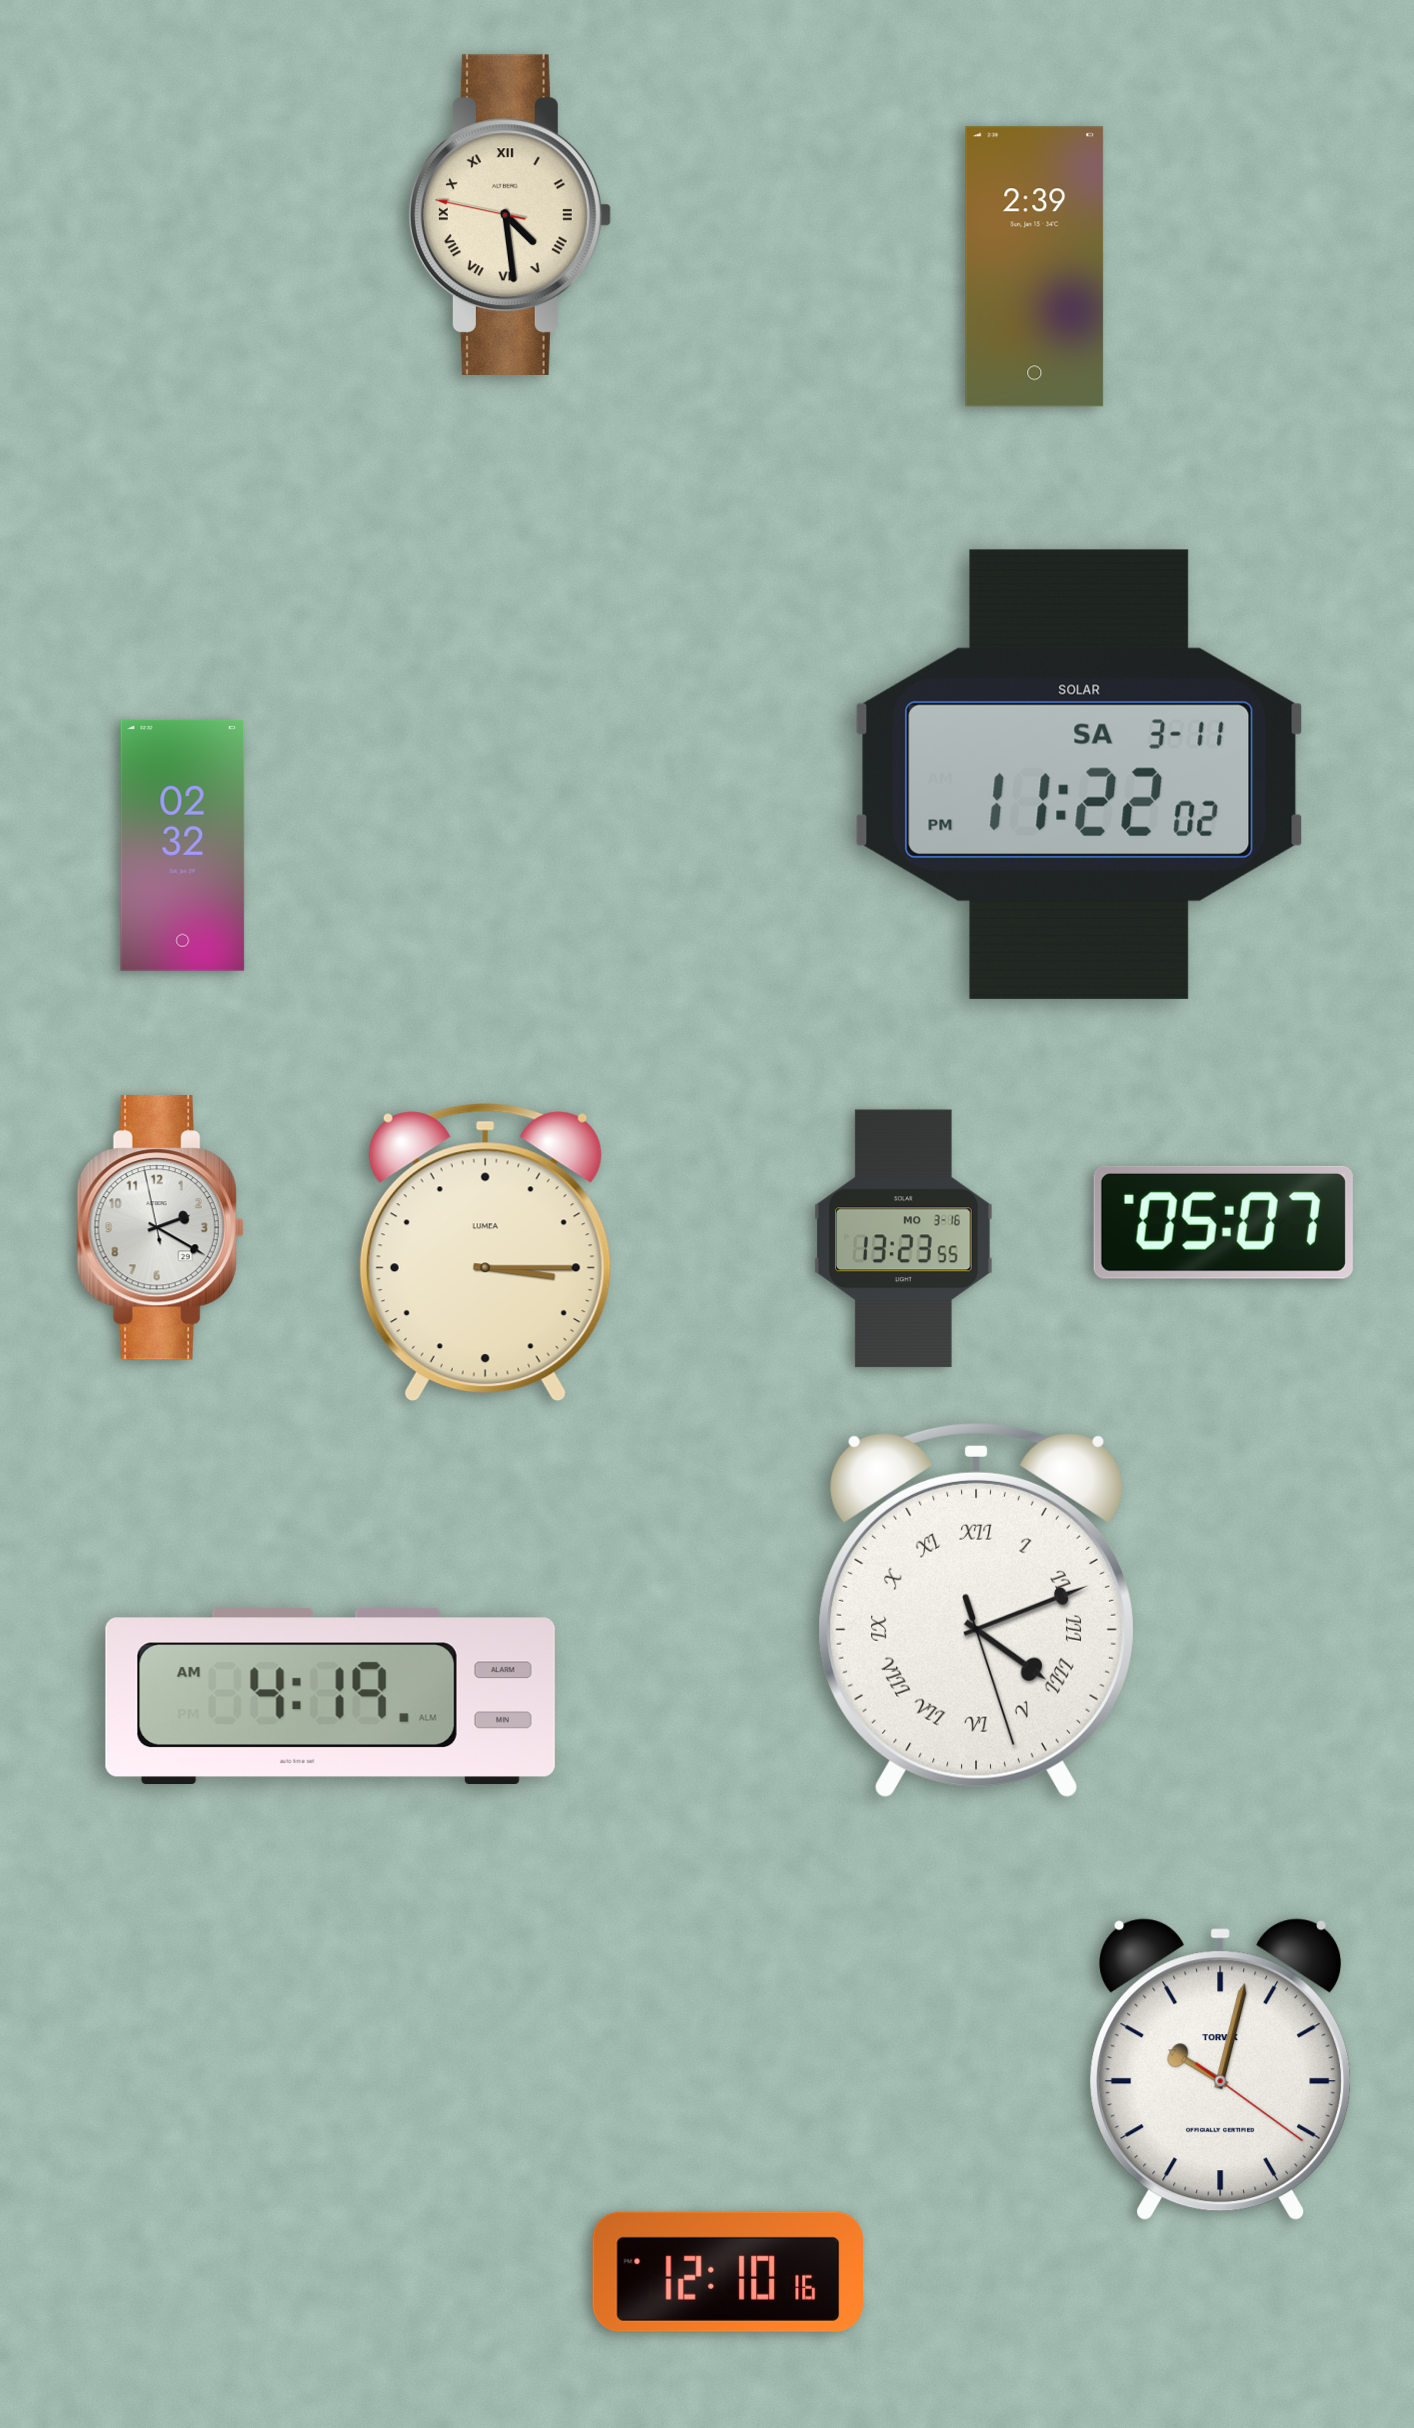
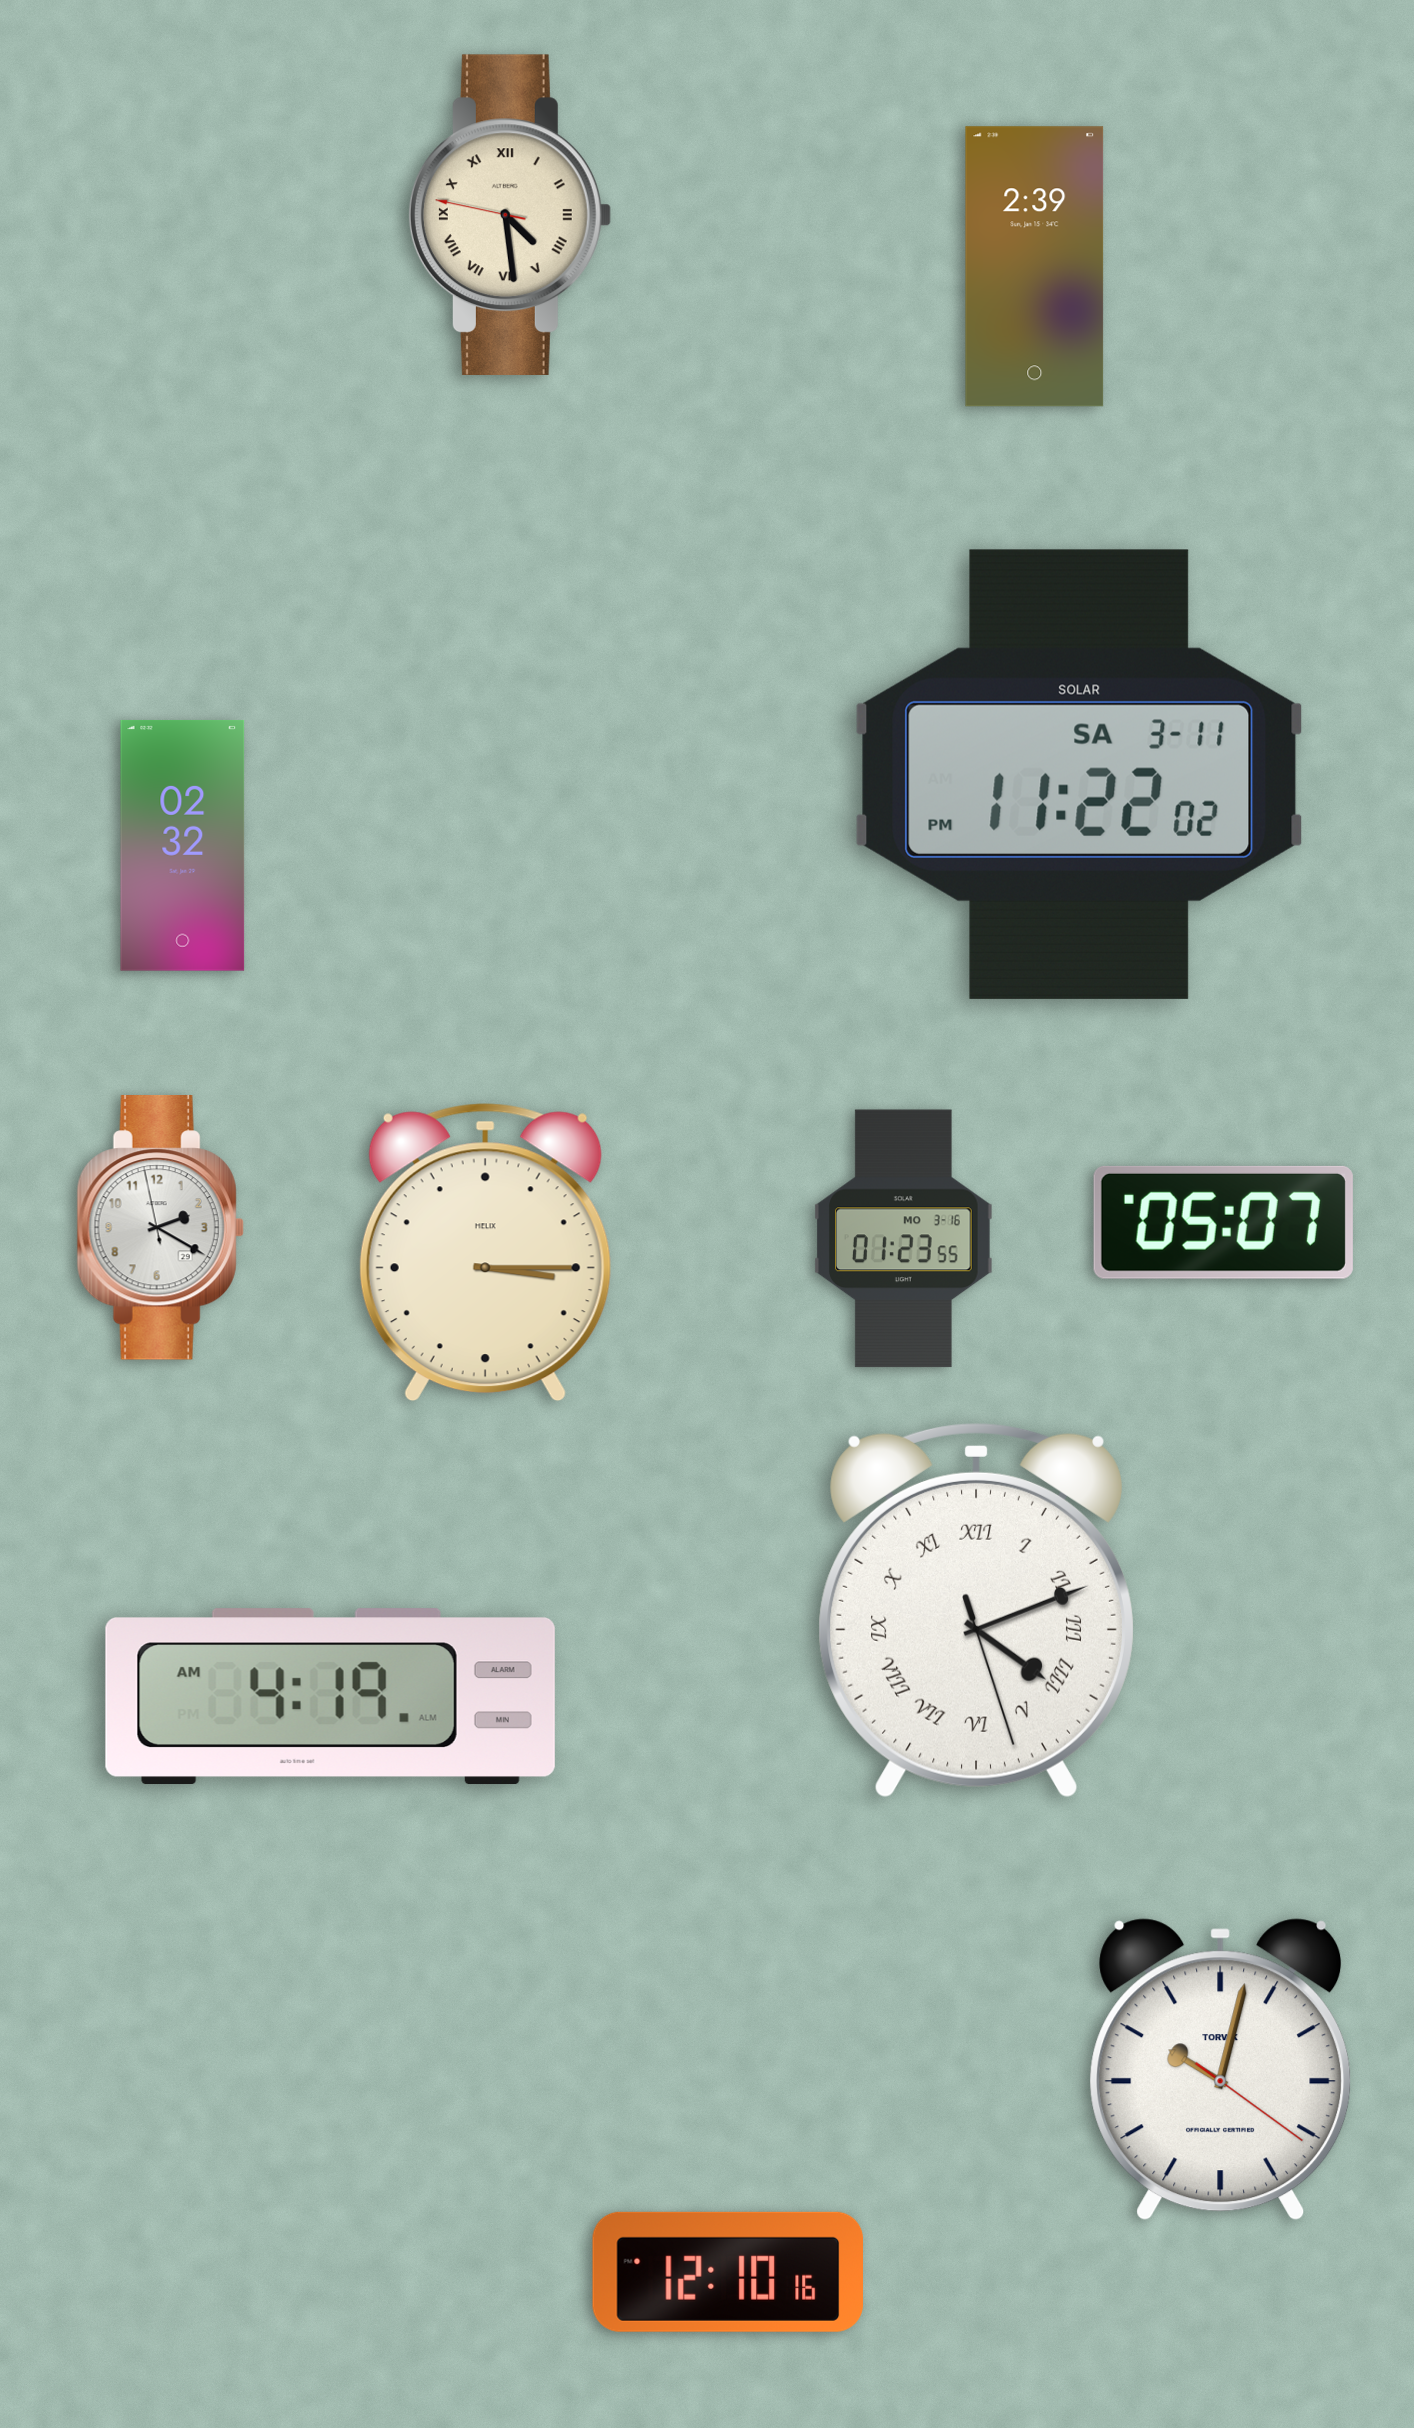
clock at (904, 1239): 13:23 -> 01:23
clock at (485, 1253) brand: LUMEA -> HELIX
